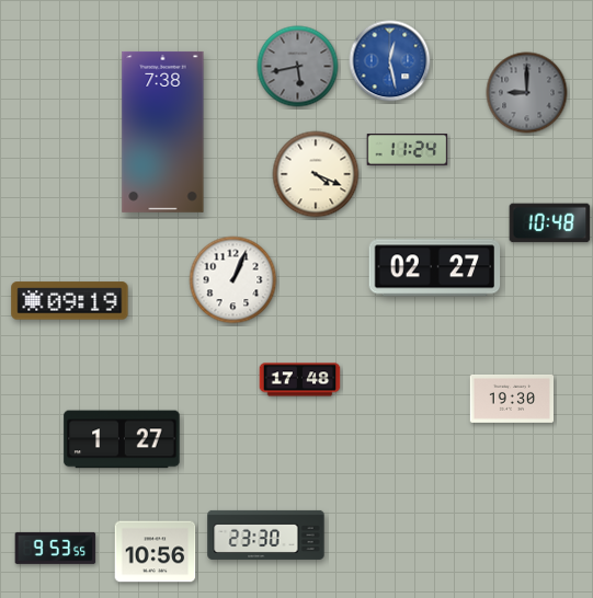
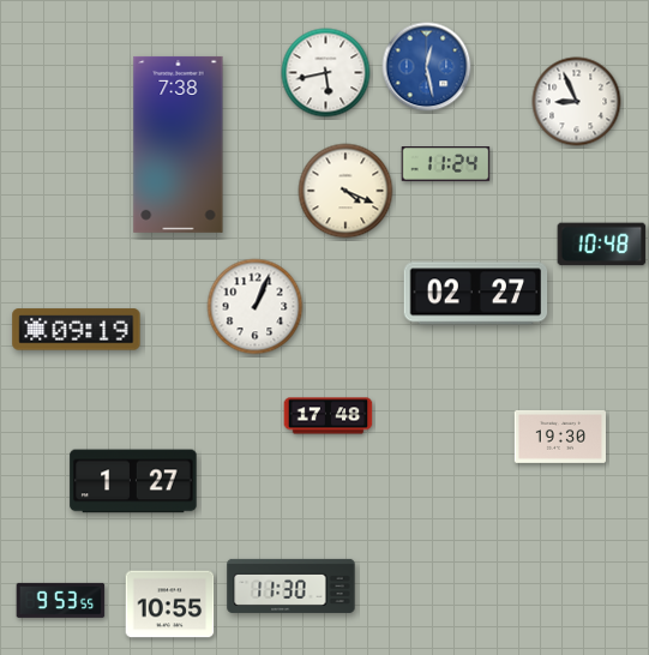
clock at (298, 67) dial: grey -> white
clock at (527, 93): 9:00 -> 8:56
clock at (527, 93) dial: grey -> white
clock at (266, 534): 23:30 -> 11:30
clock at (156, 552): 10:56 -> 10:55
